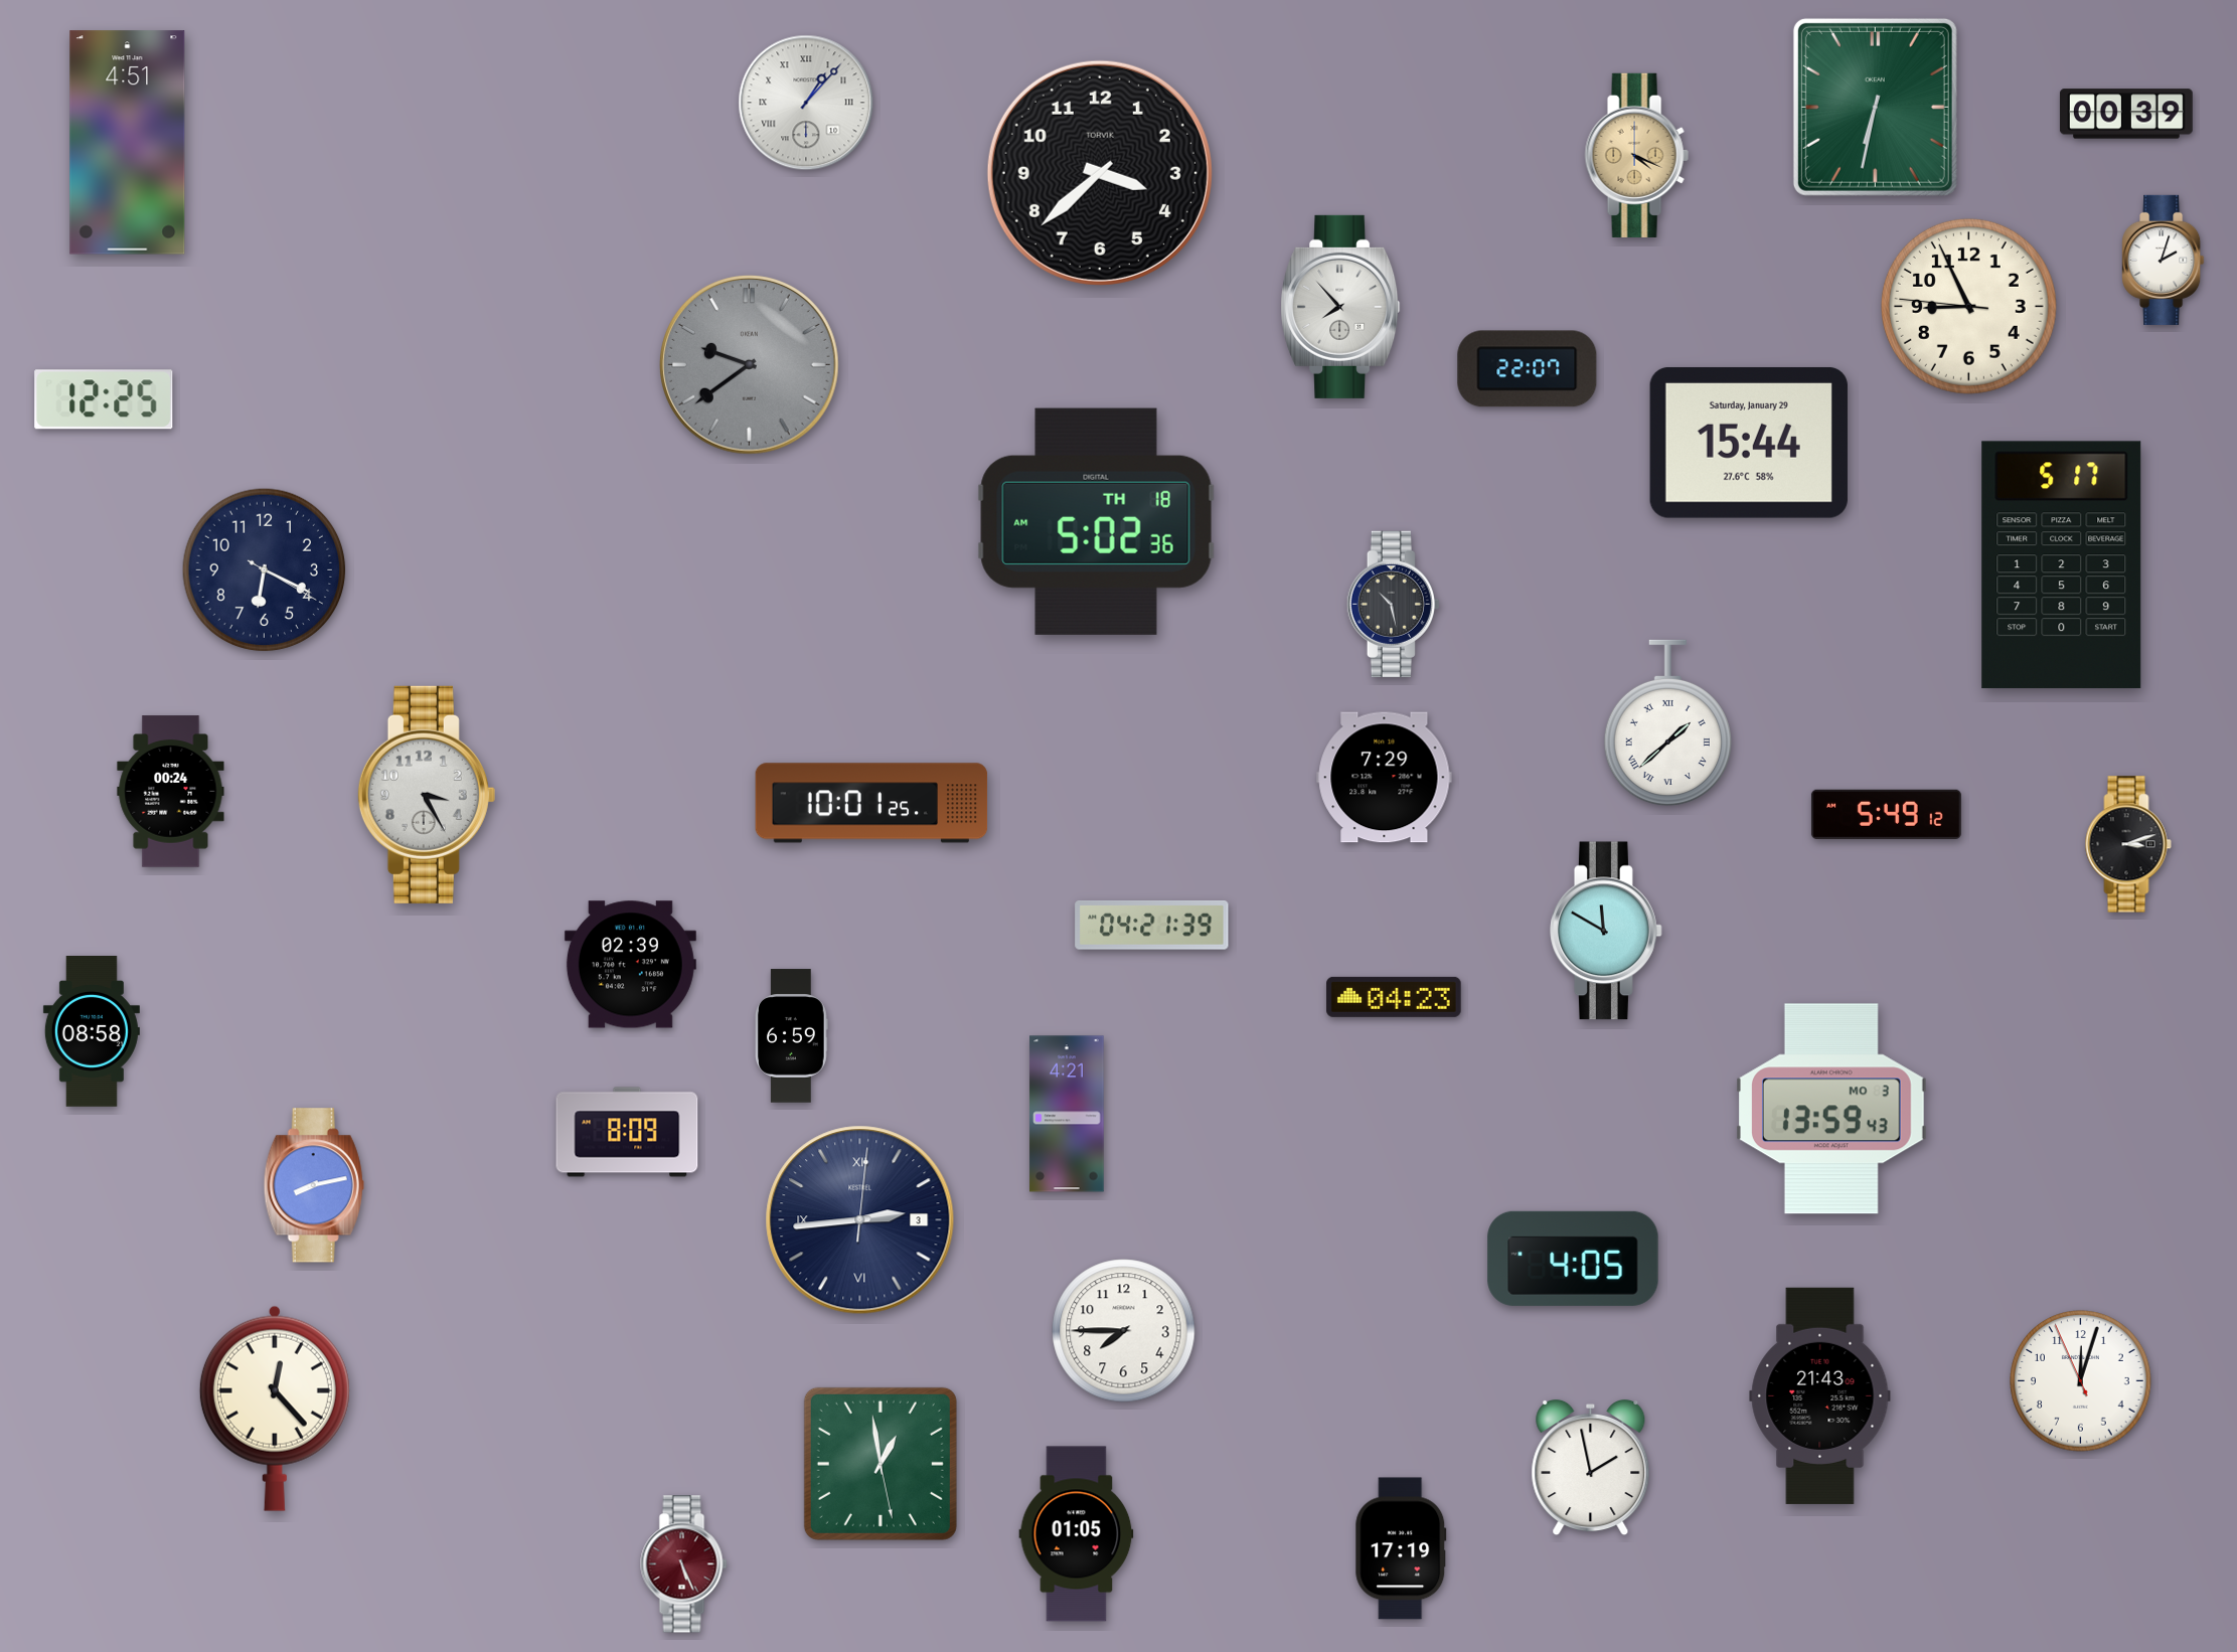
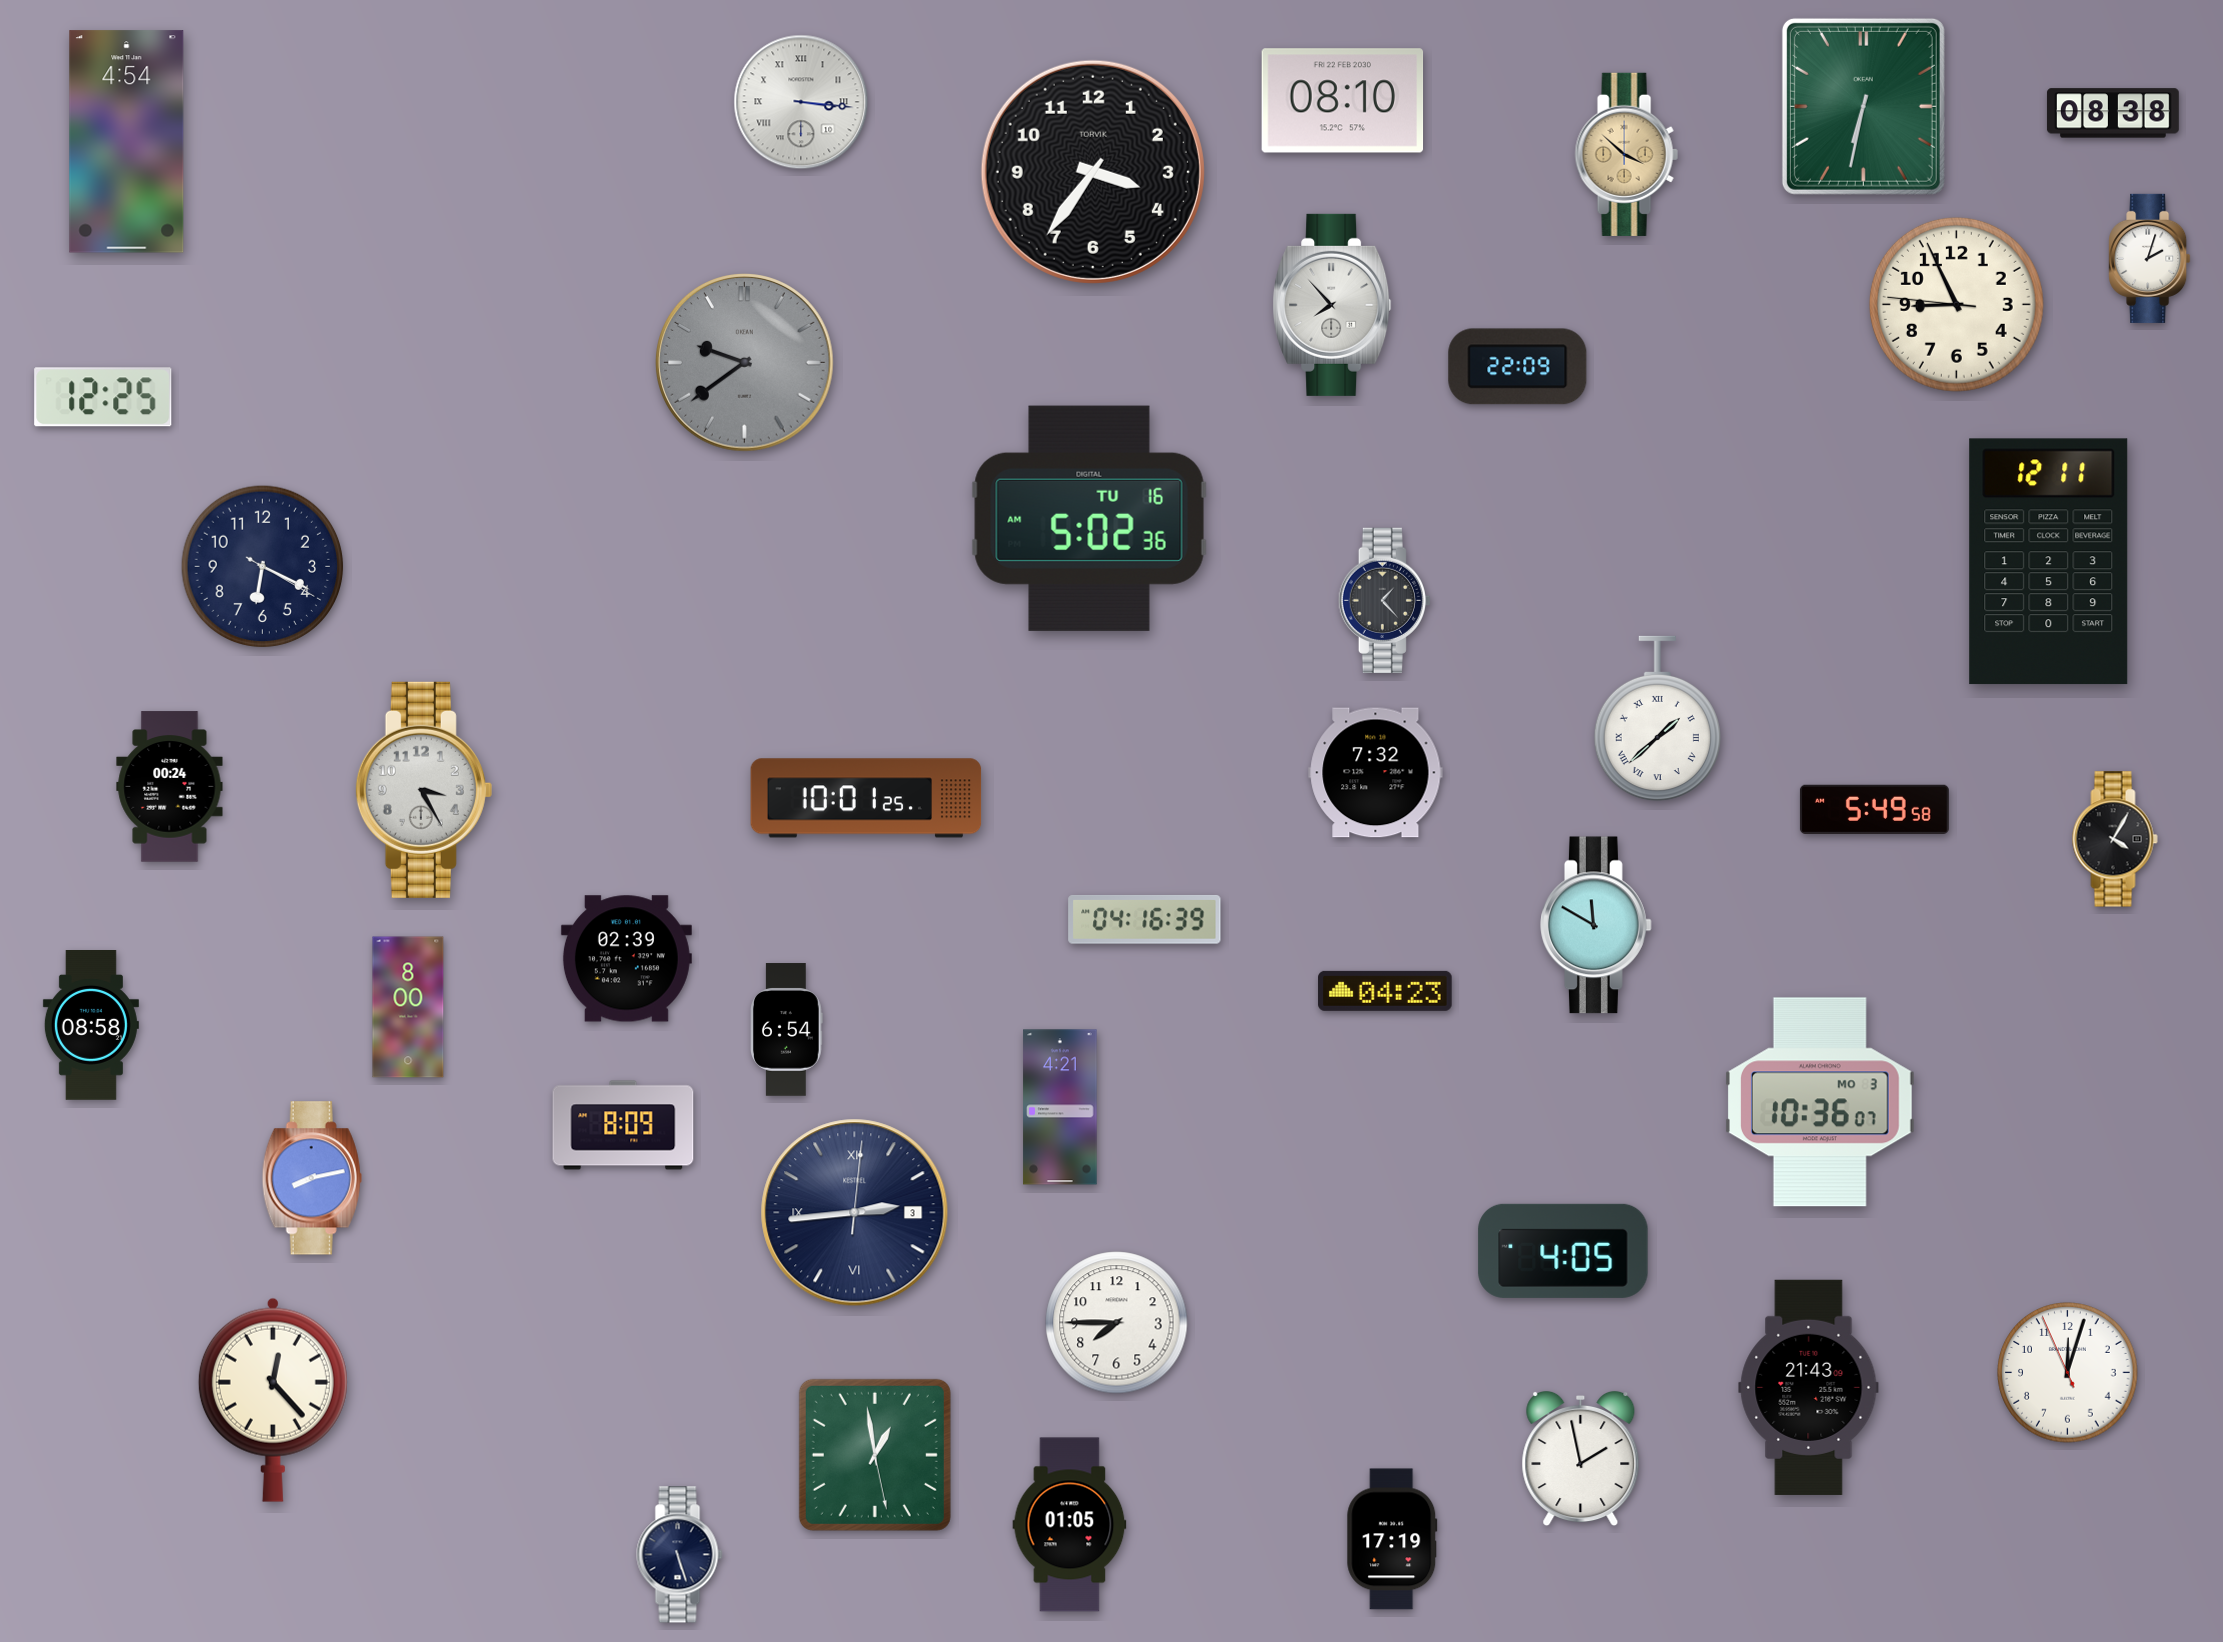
clock at (1343, 101): none -> 08:10
clock at (806, 103): 1:07 -> 3:16
clock at (2126, 114): 00:39 -> 08:38
clock at (128, 143): 4:51 -> 4:54
clock at (1636, 155): 4:19 -> 3:52
clock at (1100, 173): 3:38 -> 3:36
clock at (1528, 369): 22:07 -> 22:09
clock at (1749, 443): 15:44 -> none
clock at (1096, 521) date: TH 18 -> TU 16
clock at (2062, 565): 5:17 -> 12:11
clock at (1393, 604): 10:28 -> 1:23
clock at (1385, 778): 7:29 -> 7:32
clock at (1886, 814): 5:49:12 -> 5:49:58
clock at (2128, 844): 3:12 -> 4:05
clock at (1152, 926): 04:21 -> 04:16
clock at (408, 1007): none -> 8:00
clock at (792, 1036): 6:59 -> 6:54
clock at (1831, 1109): 13:59 -> 10:36
clock at (684, 1564): 5:26 -> 5:27
clock at (684, 1564) dial: burgundy -> navy
